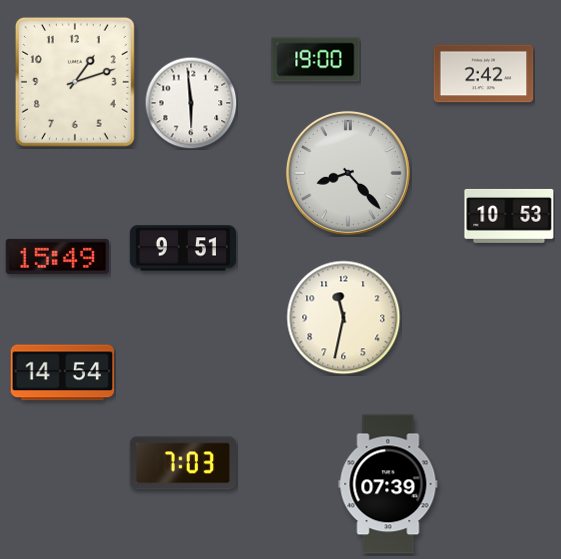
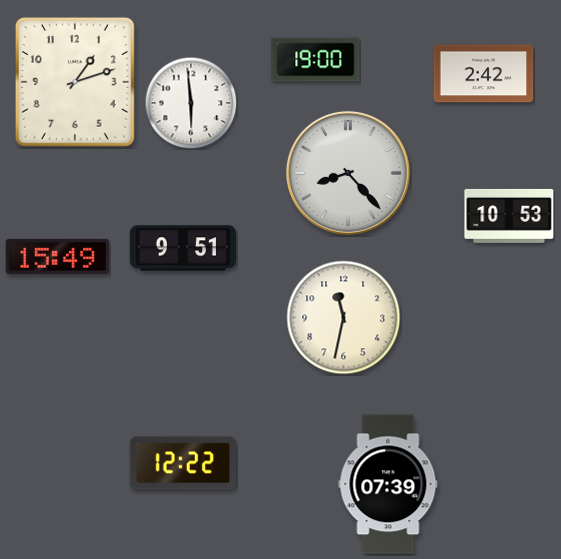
clock at (63, 373): 14:54 -> none
clock at (183, 463): 7:03 -> 12:22
